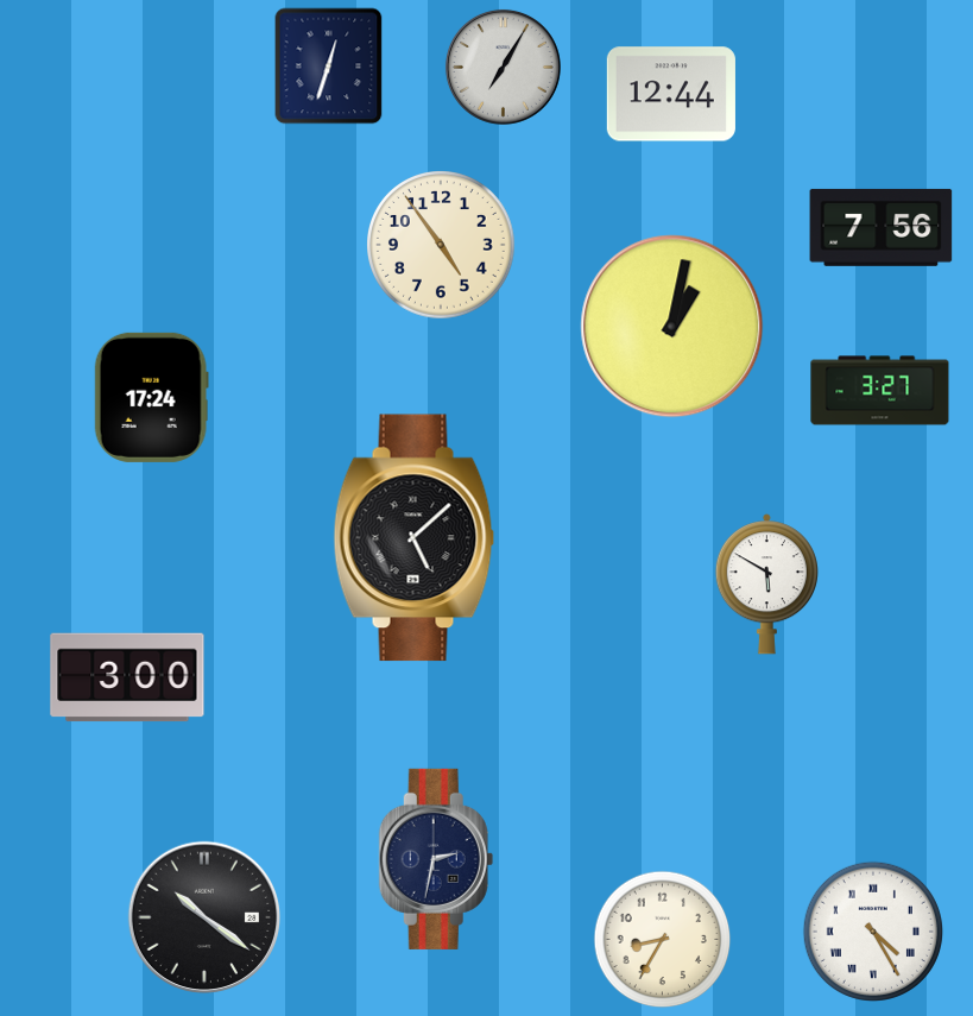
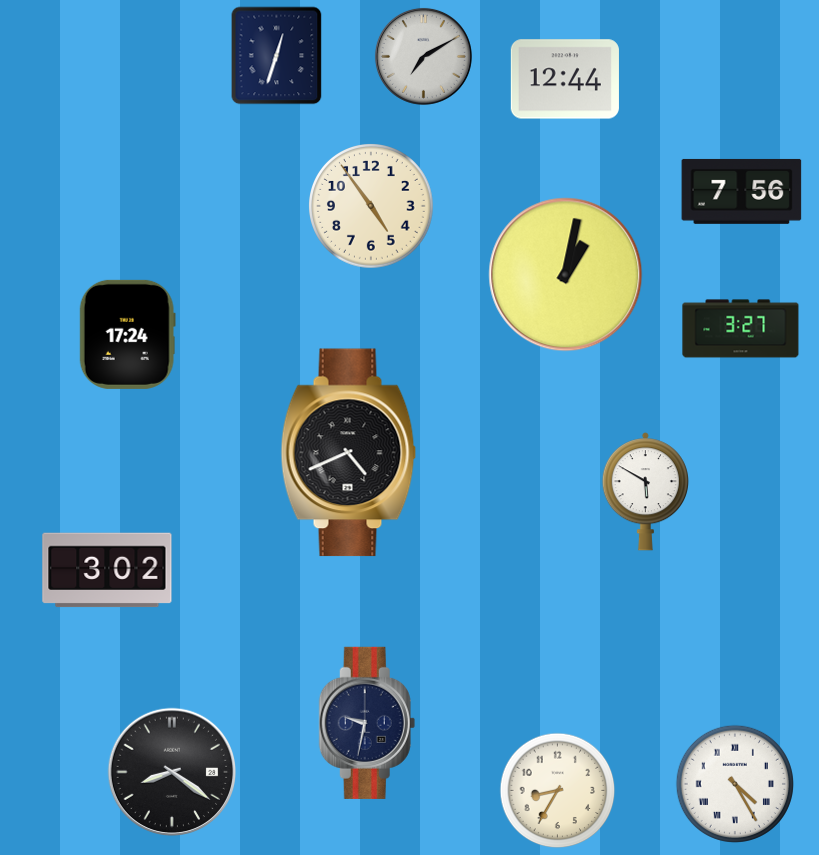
clock at (503, 67): 7:05 -> 7:10
clock at (415, 538): 5:08 -> 4:41
clock at (127, 677): 3:00 -> 3:02
clock at (436, 859): 2:32 -> 9:32
clock at (203, 916): 10:21 -> 8:21
